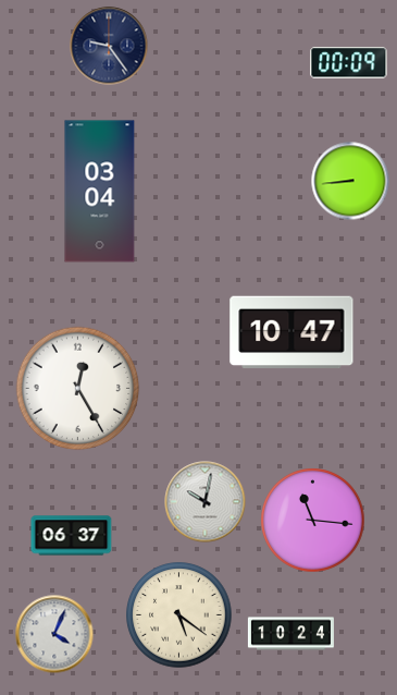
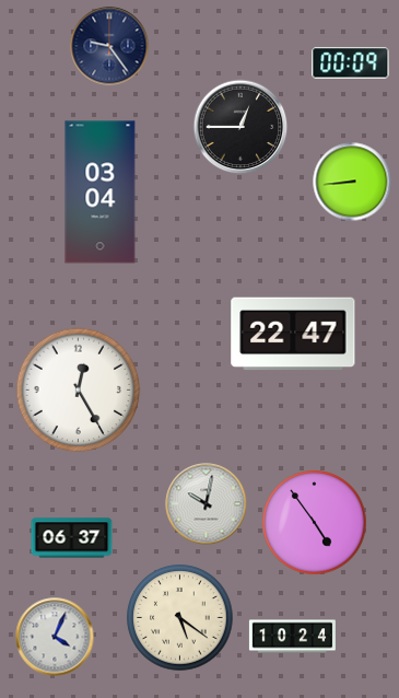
clock at (240, 127): none -> 12:45
clock at (291, 332): 10:47 -> 22:47
clock at (313, 521): 11:16 -> 4:54
